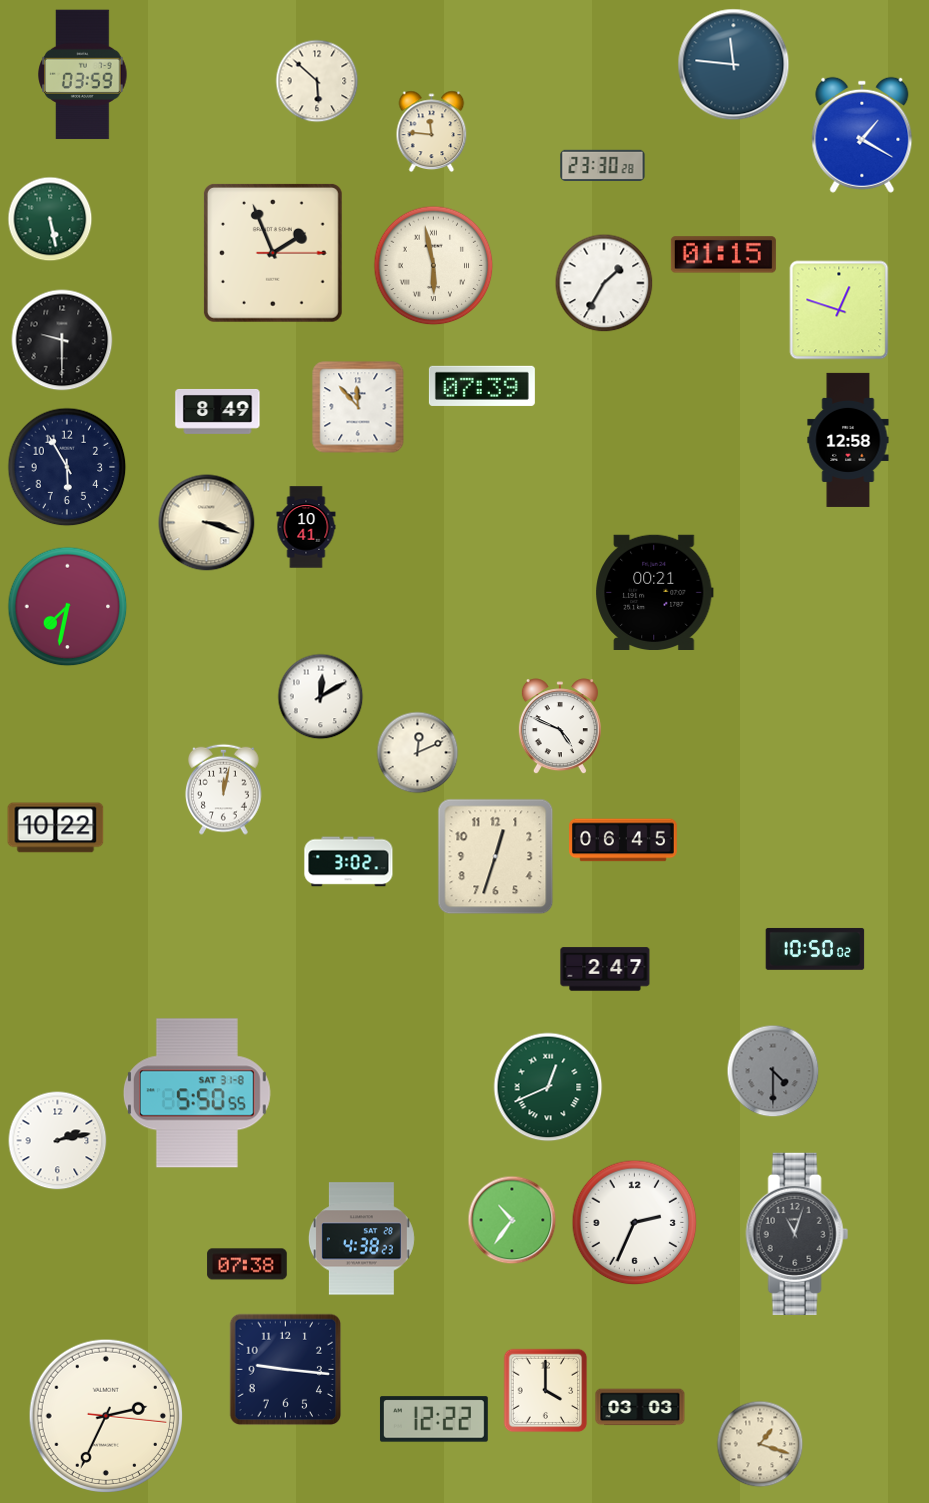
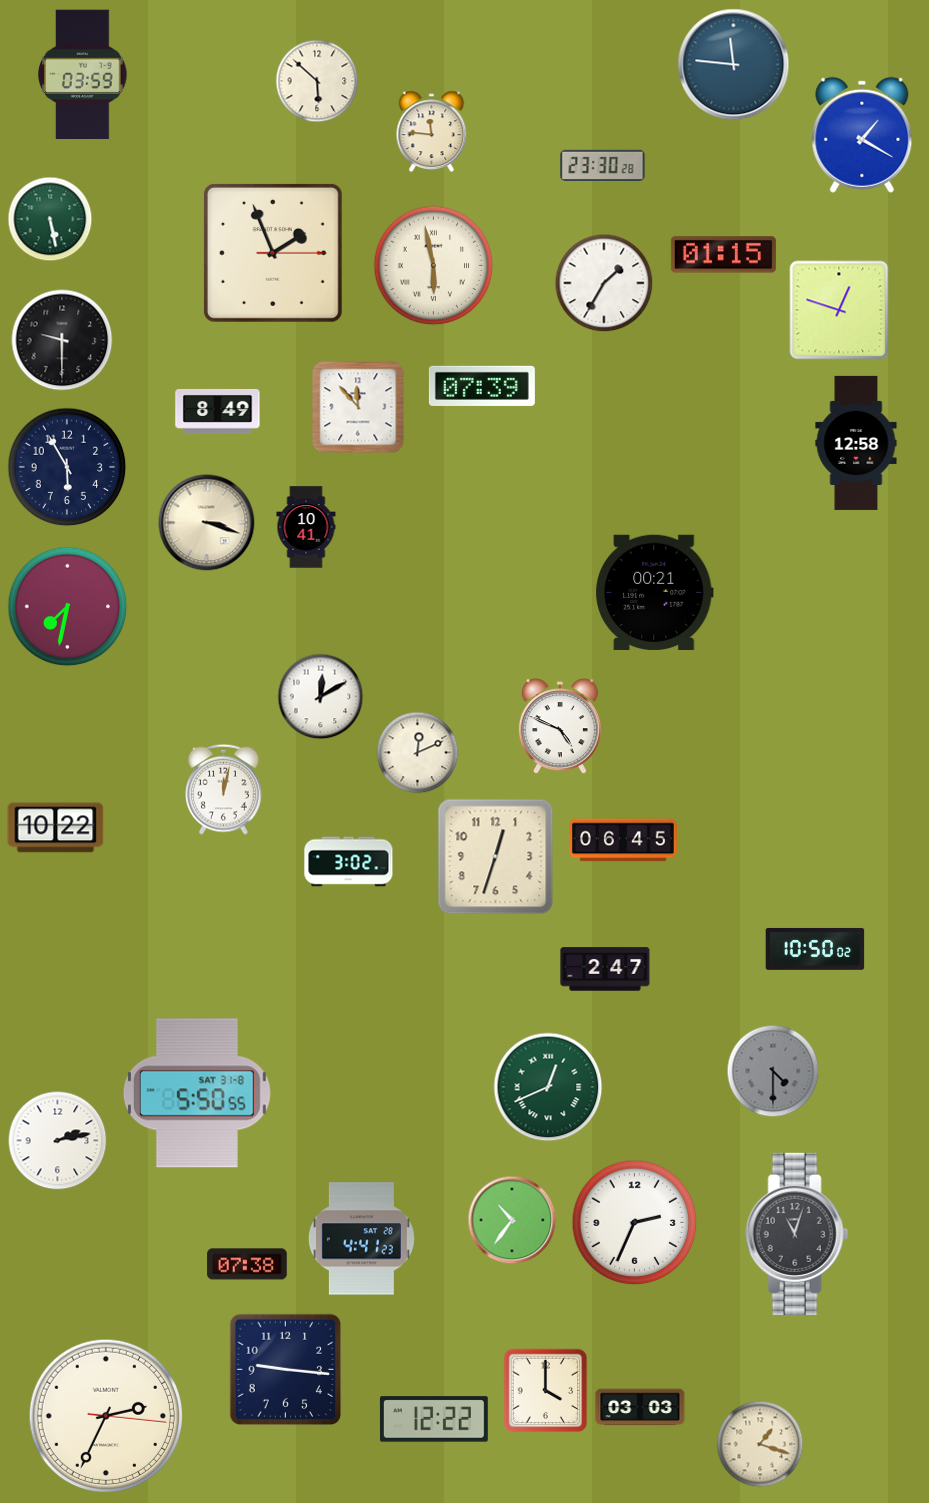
clock at (848, 440) position: (848, 440) -> (856, 443)
clock at (361, 1239): 4:38 -> 4:41
